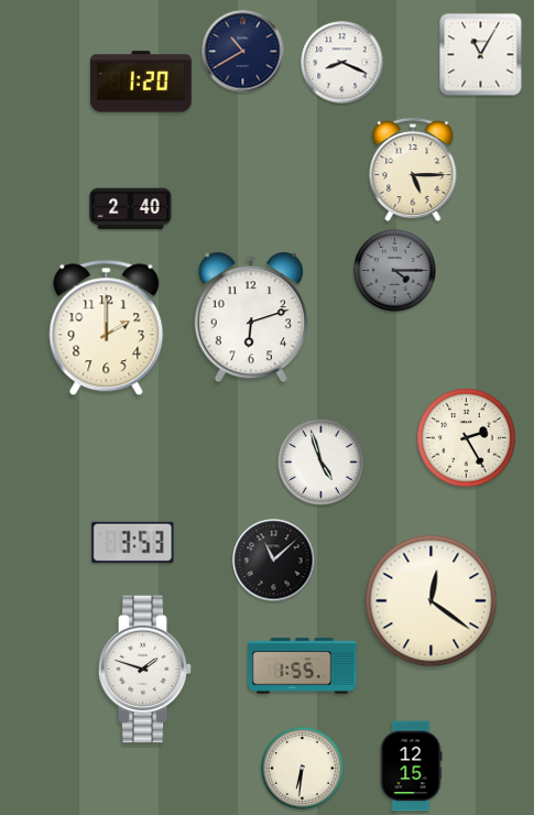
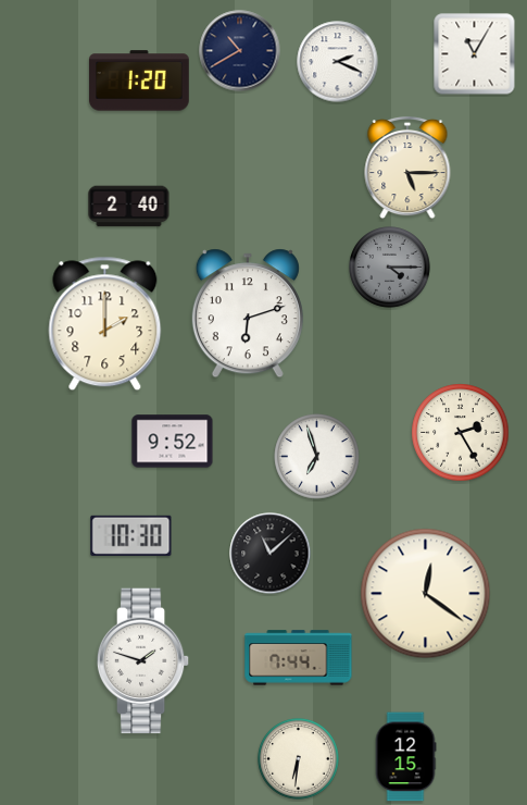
clock at (342, 63): 8:19 -> 2:19
clock at (173, 442): none -> 9:52
clock at (322, 463): 4:57 -> 6:57
clock at (133, 542): 3:53 -> 10:30
clock at (303, 666): 1:55 -> 7:44
